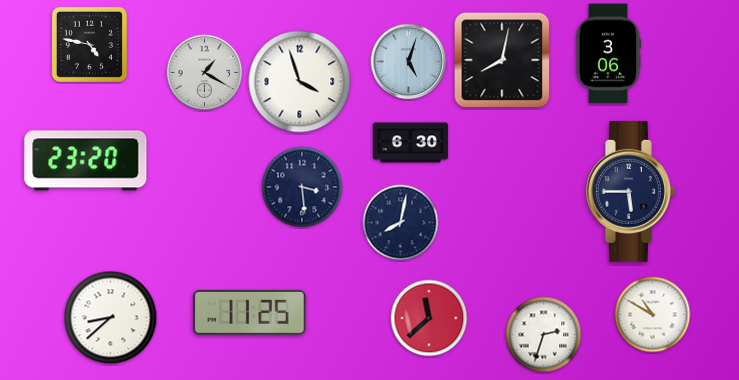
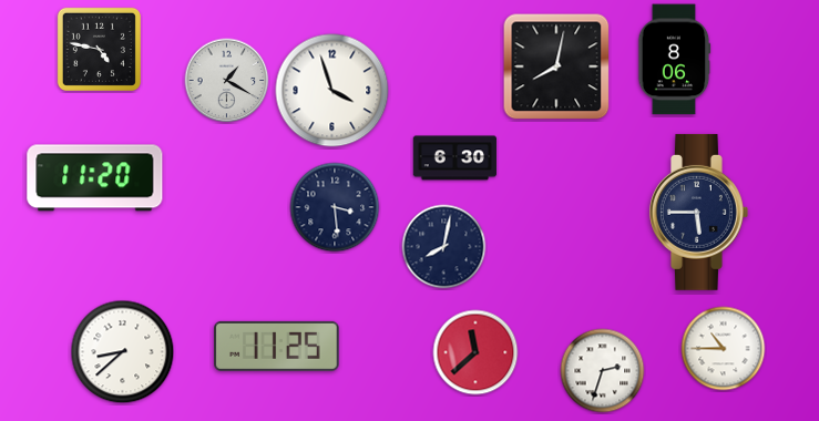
clock at (609, 54): 3:06 -> 8:06
clock at (409, 62): 5:03 -> none
clock at (86, 161): 23:20 -> 11:20
clock at (653, 315): 10:50 -> 10:45
